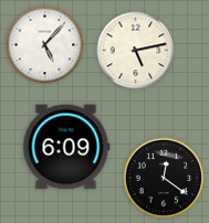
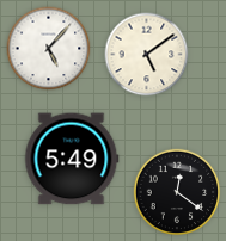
clock at (136, 51): 5:13 -> 5:09
clock at (66, 147): 6:09 -> 5:49
